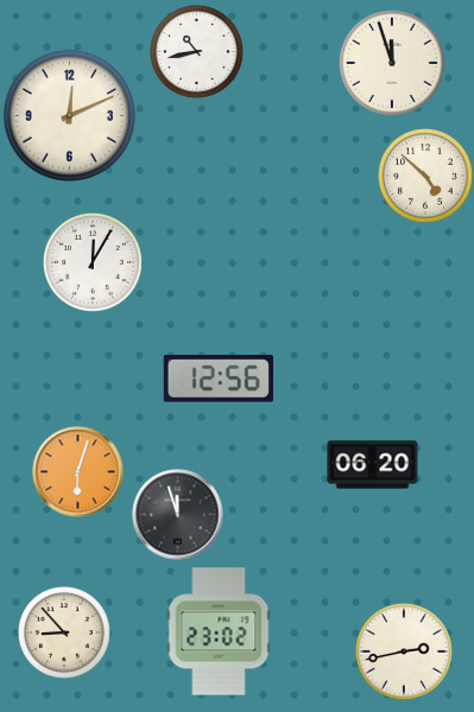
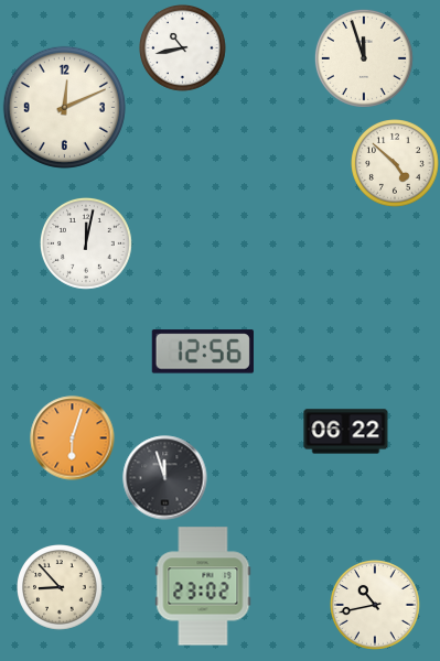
clock at (94, 263): 12:05 -> 12:02
clock at (373, 465): 06:20 -> 06:22
clock at (405, 653): 2:43 -> 10:43
